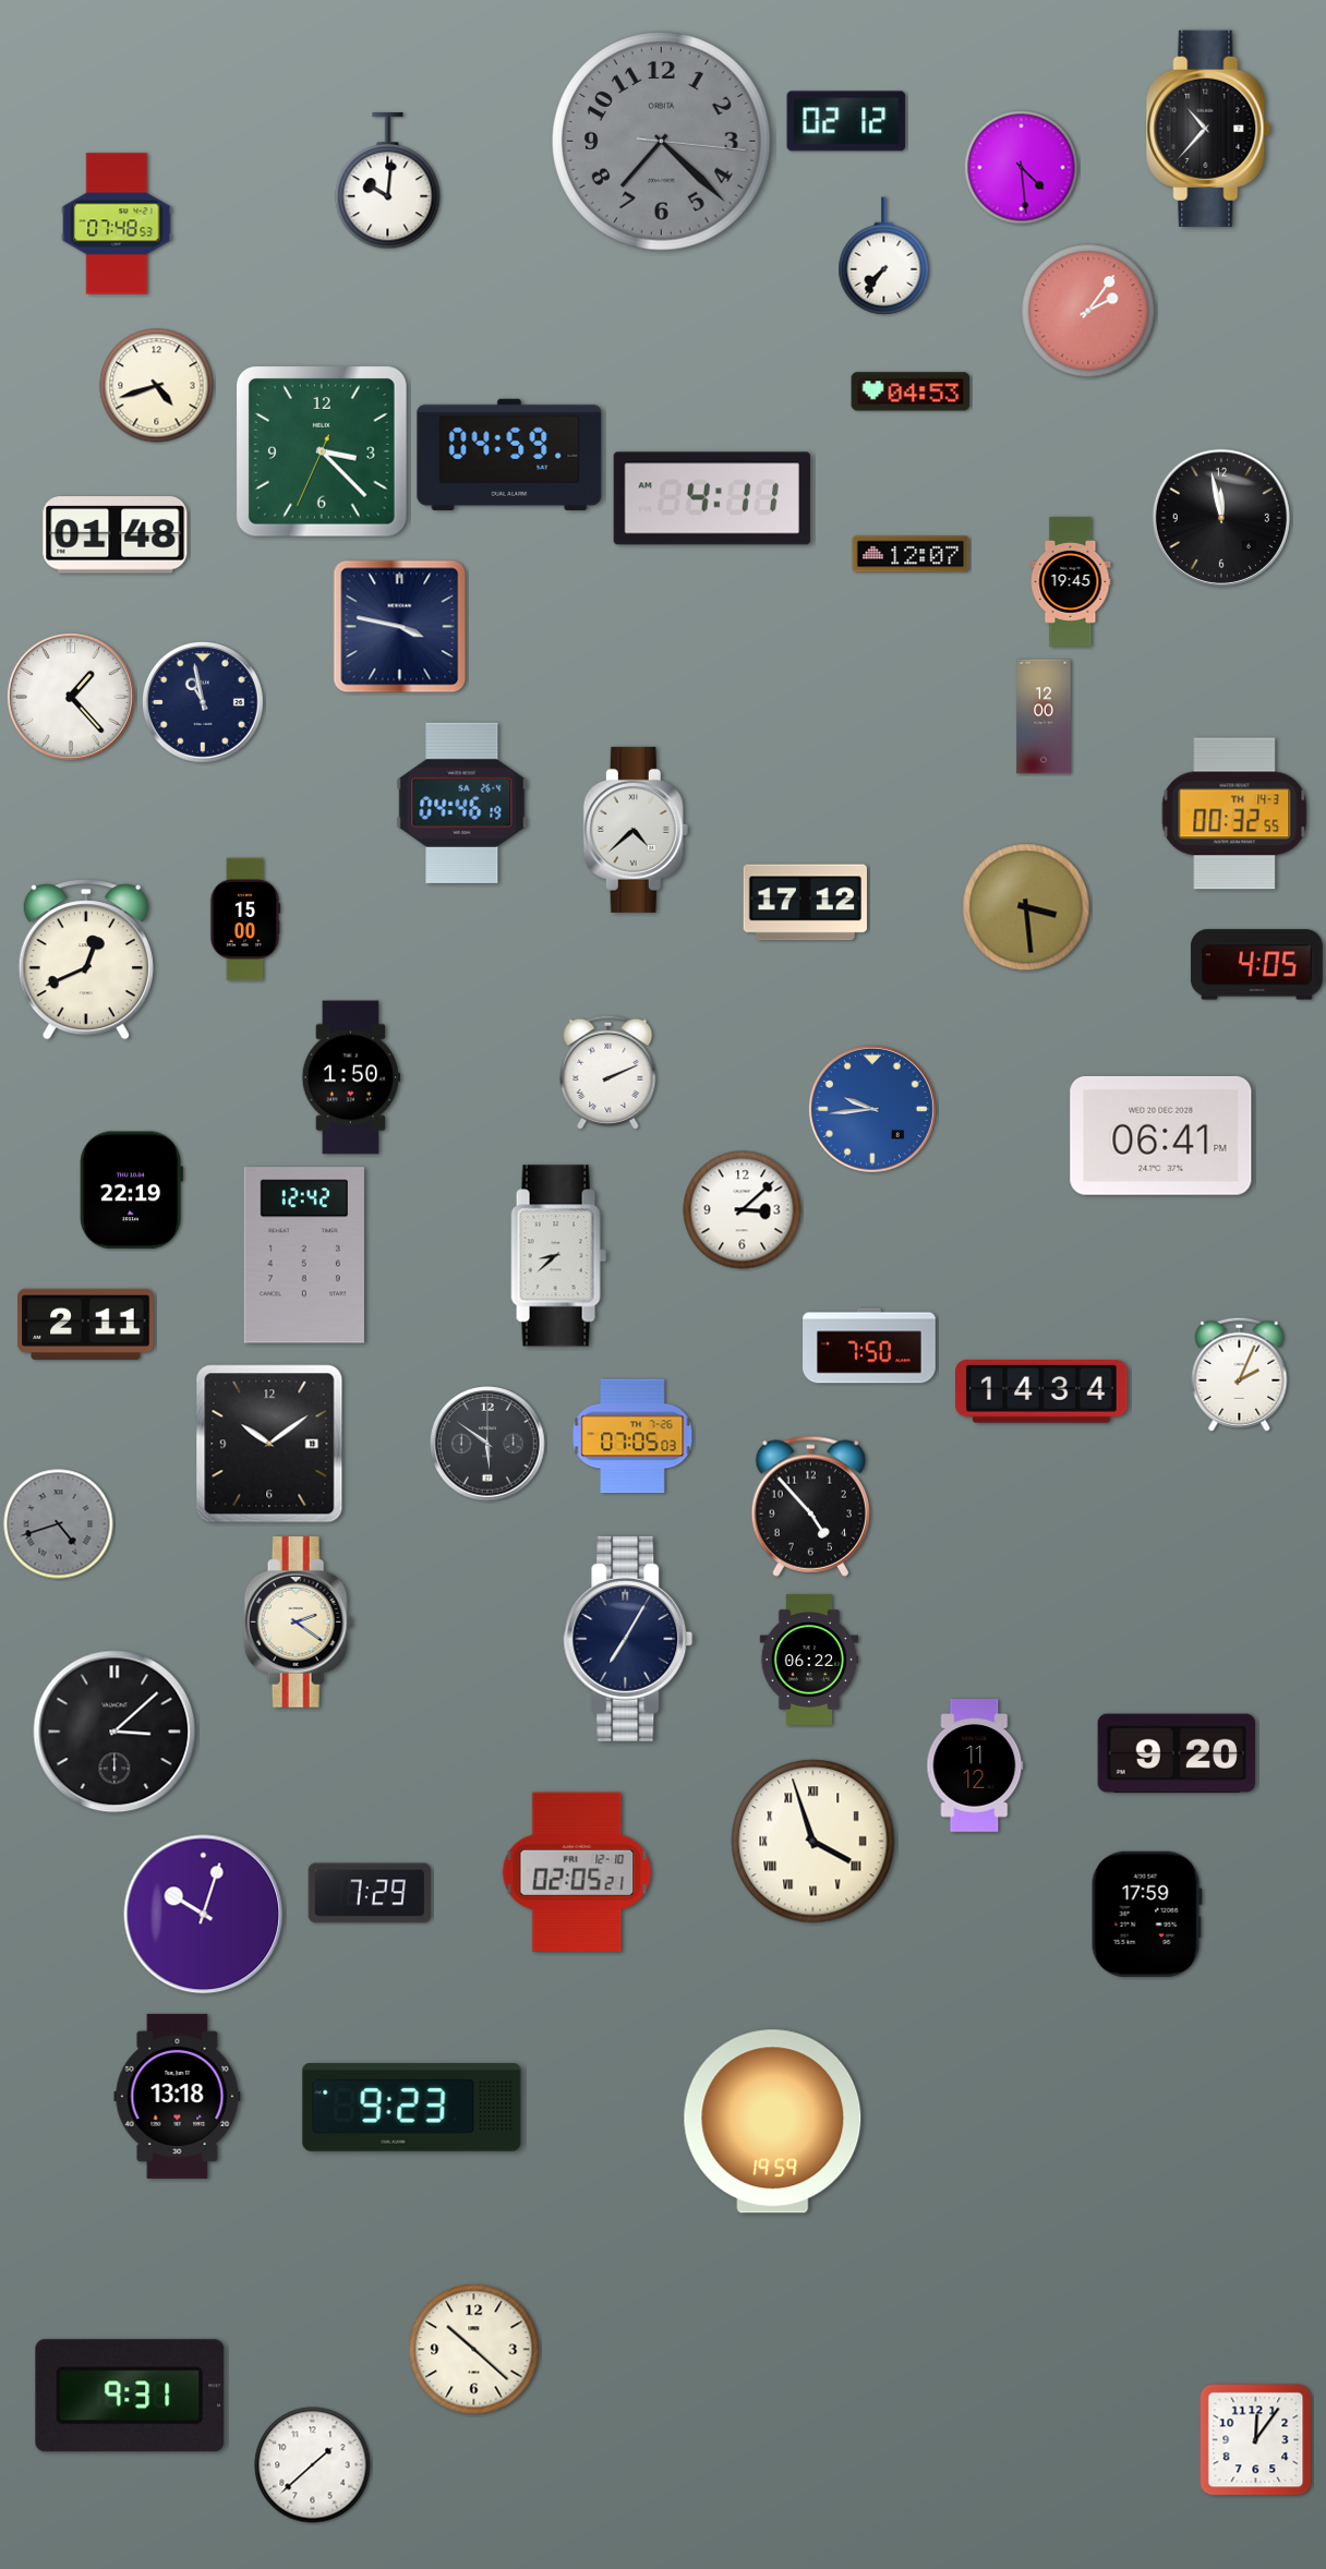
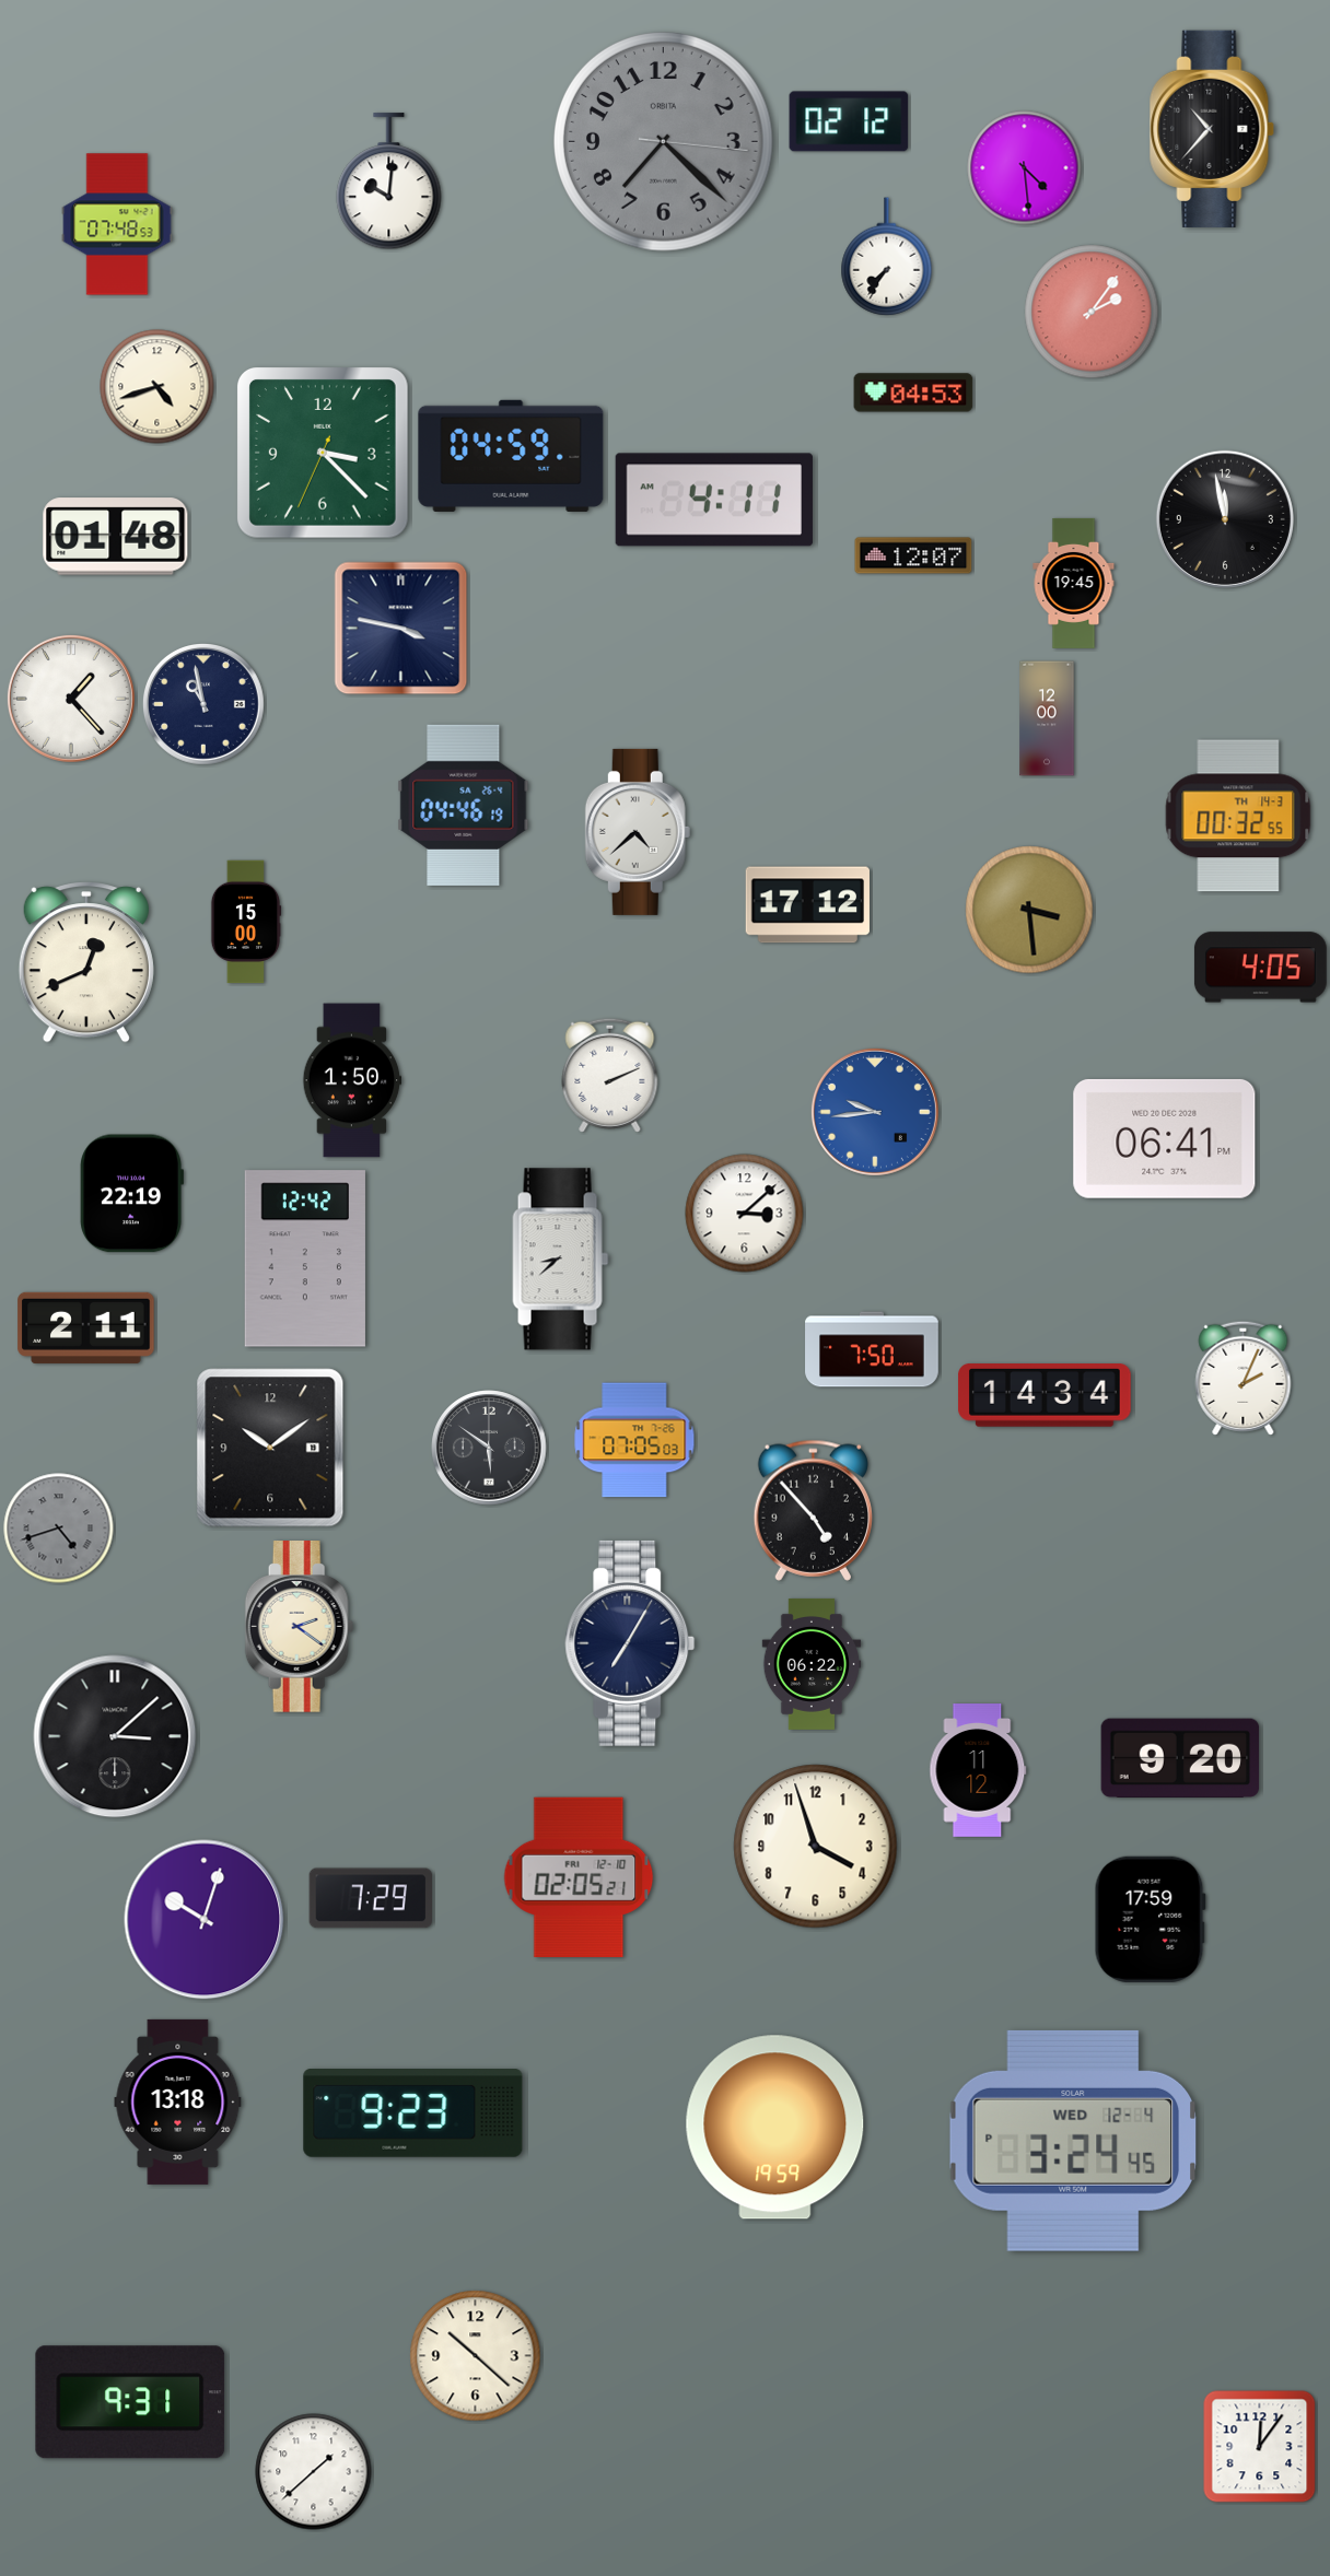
clock at (813, 1842) numerals: Roman -> Arabic
clock at (1072, 2141): none -> 3:24
